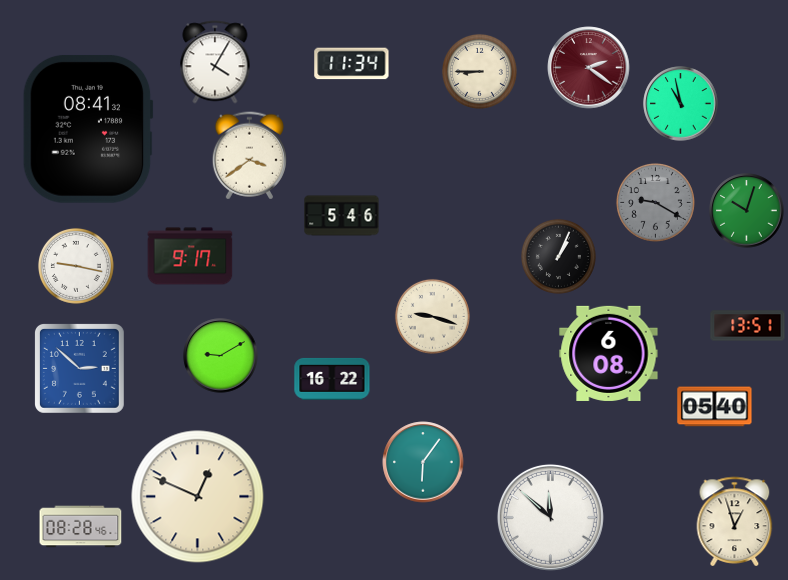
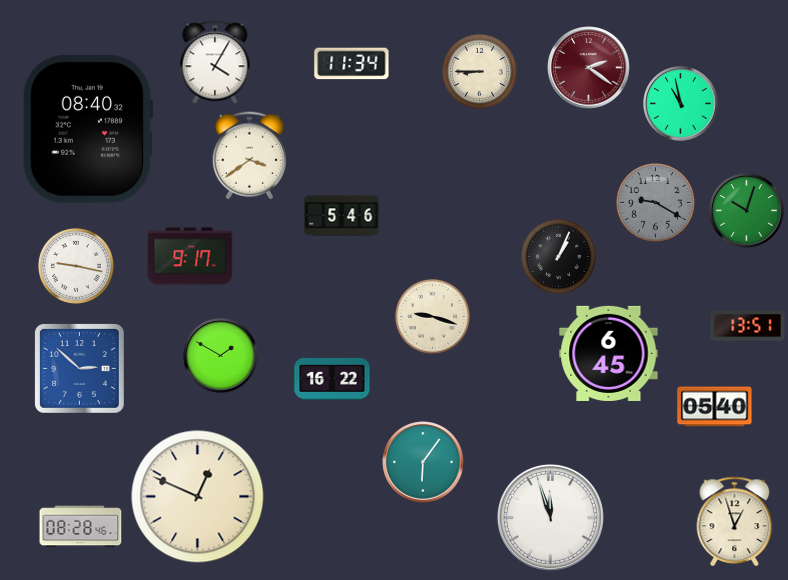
clock at (88, 129): 08:41 -> 08:40
clock at (609, 353): 6:08 -> 6:45
clock at (221, 356): 9:10 -> 1:50
clock at (550, 517): 11:52 -> 11:57
